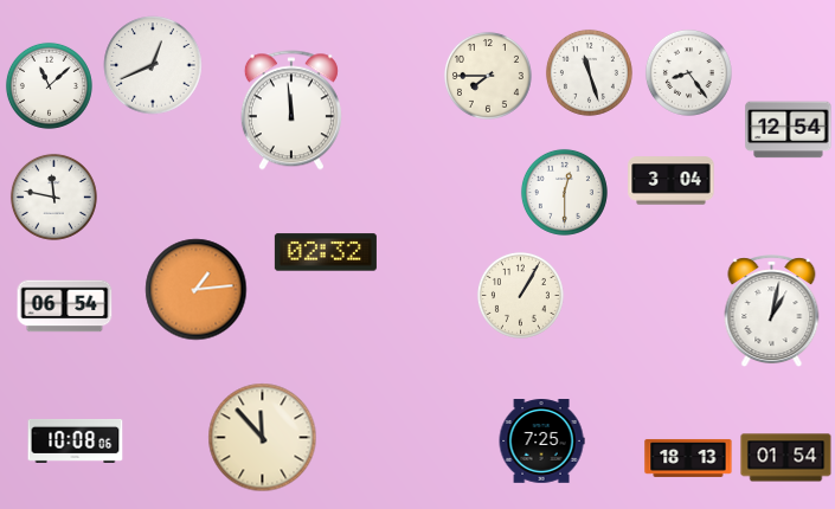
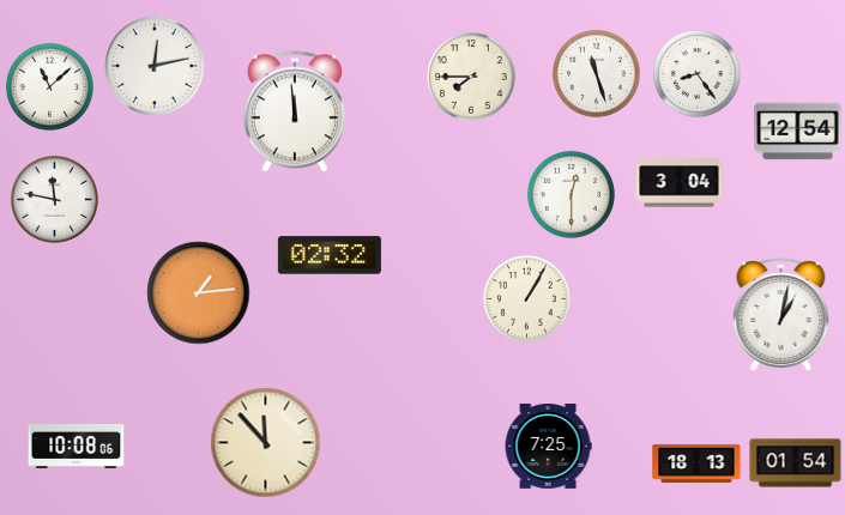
clock at (153, 65): 12:41 -> 12:13
clock at (488, 76) position: (488, 76) -> (471, 77)
clock at (65, 307): 06:54 -> none
